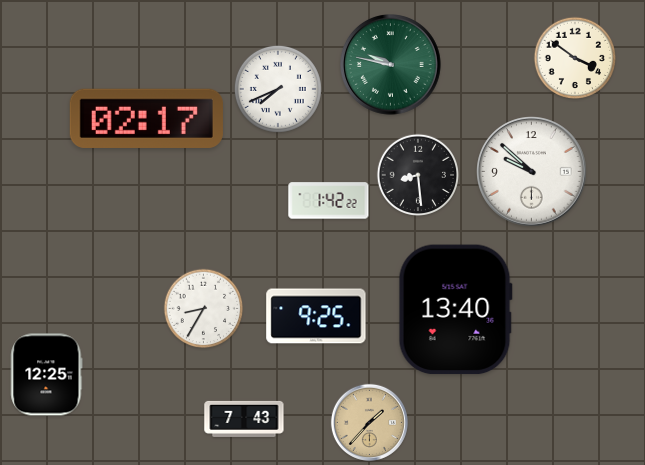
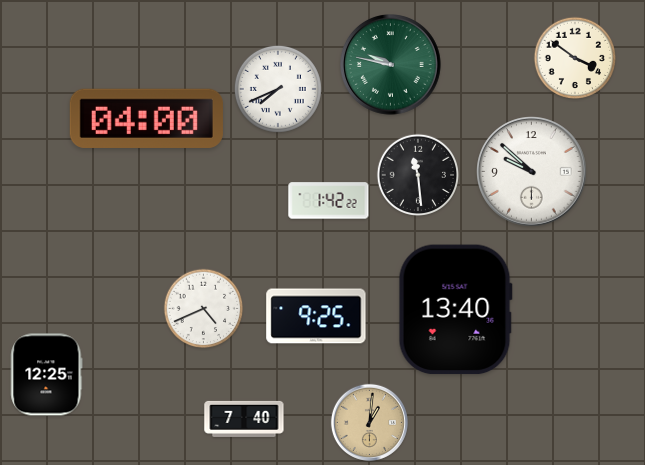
clock at (146, 118): 02:17 -> 04:00
clock at (417, 174): 8:29 -> 11:29
clock at (204, 309): 8:35 -> 4:41
clock at (244, 419): 7:43 -> 7:40
clock at (369, 422): 1:37 -> 1:01
